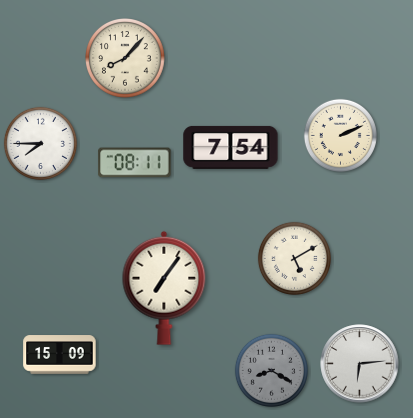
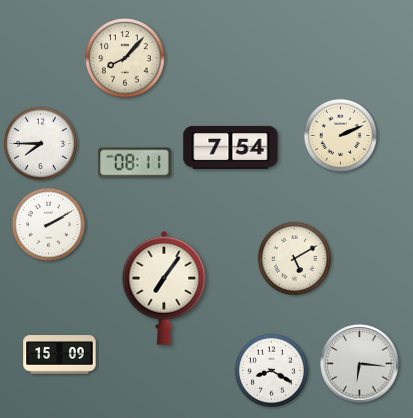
clock at (48, 224): none -> 2:10
clock at (360, 364): 6:14 -> 6:16
clock at (271, 370) dial: grey -> white
